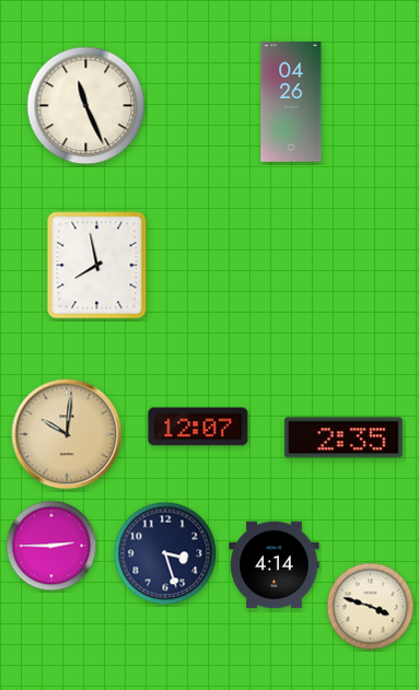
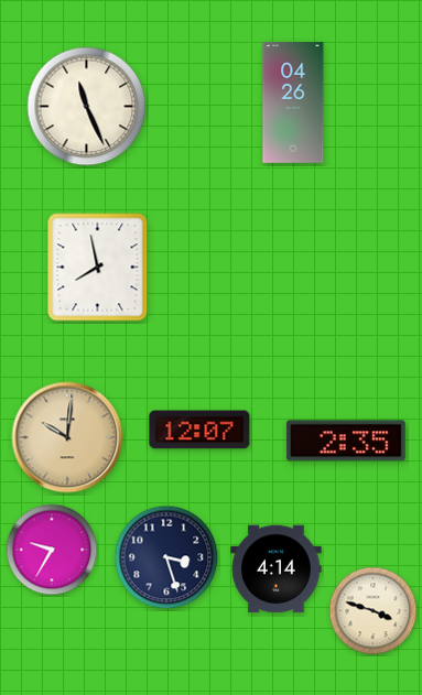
clock at (51, 546): 2:45 -> 9:35
